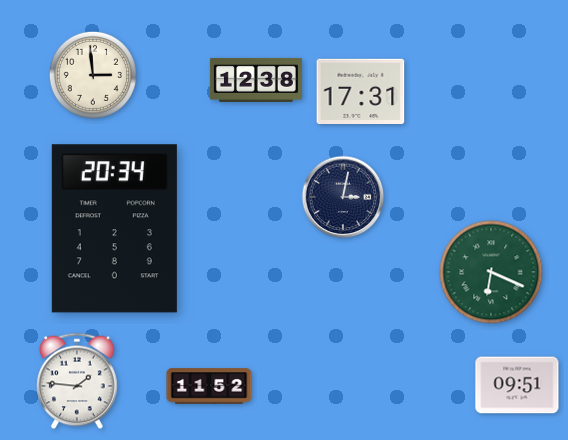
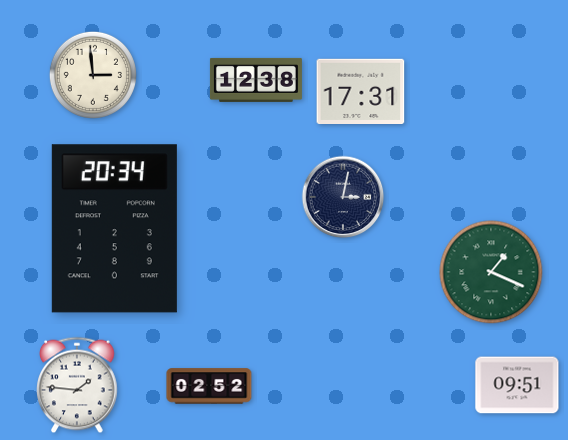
clock at (491, 272): 6:19 -> 1:19
clock at (77, 381) position: (77, 381) -> (77, 385)
clock at (209, 386): 11:52 -> 02:52
